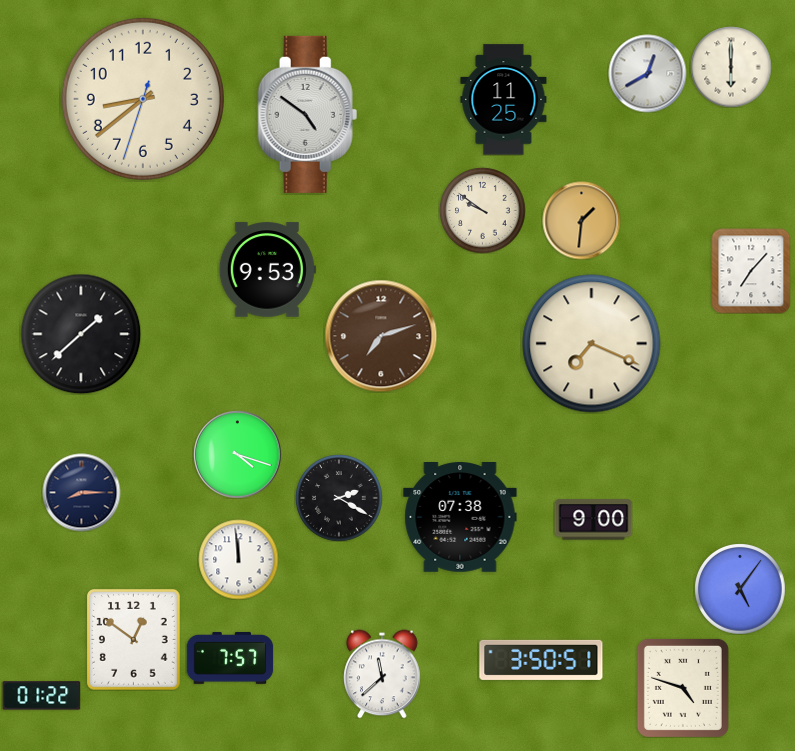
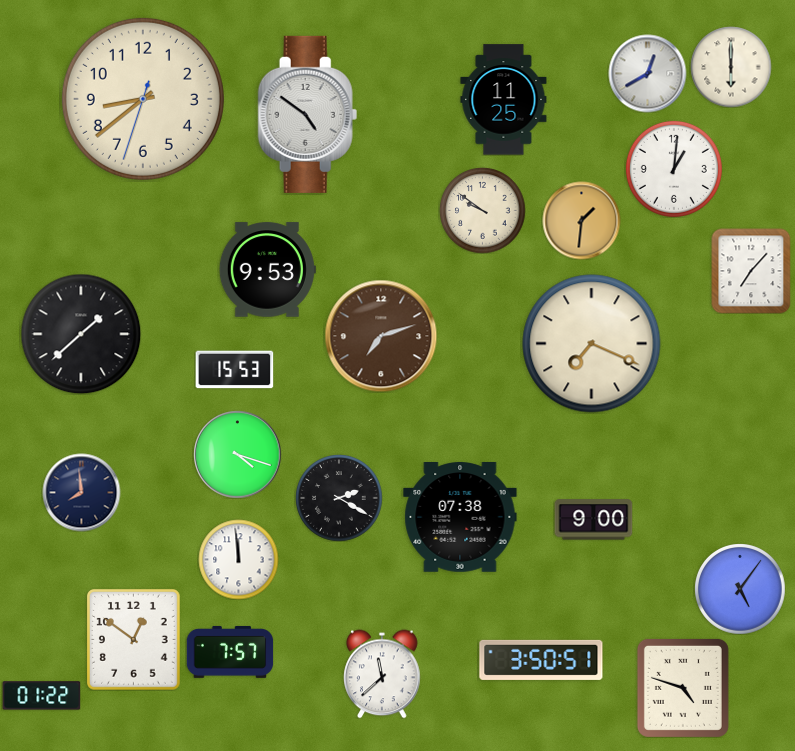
clock at (674, 169): none -> 1:01
clock at (234, 370): none -> 15:53
clock at (81, 492): 8:15 -> 7:59
clock at (230, 658) position: (230, 658) -> (230, 652)
